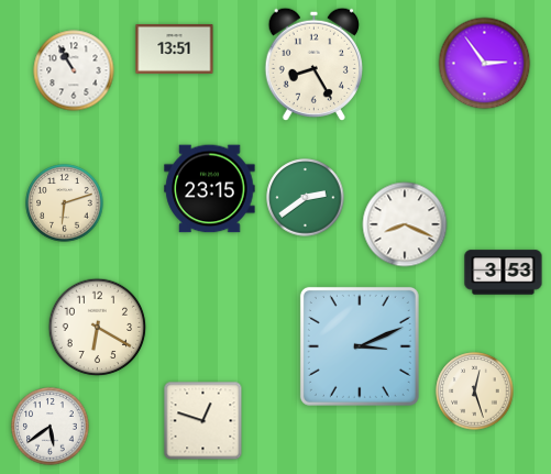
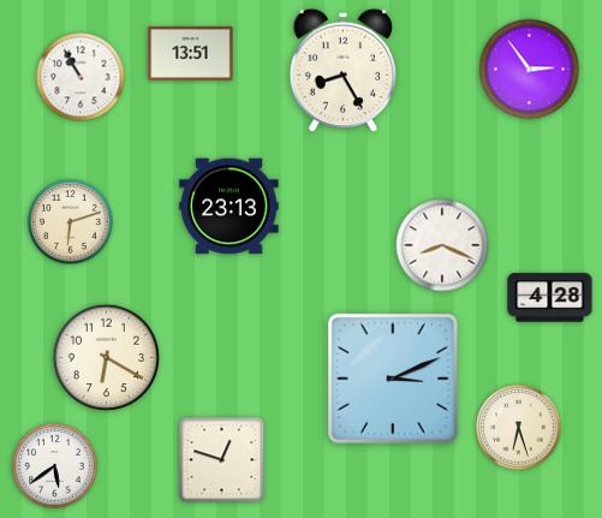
clock at (210, 189): 23:15 -> 23:13
clock at (306, 198): 2:39 -> none
clock at (504, 273): 3:53 -> 4:28
clock at (475, 392): 12:27 -> 6:27
